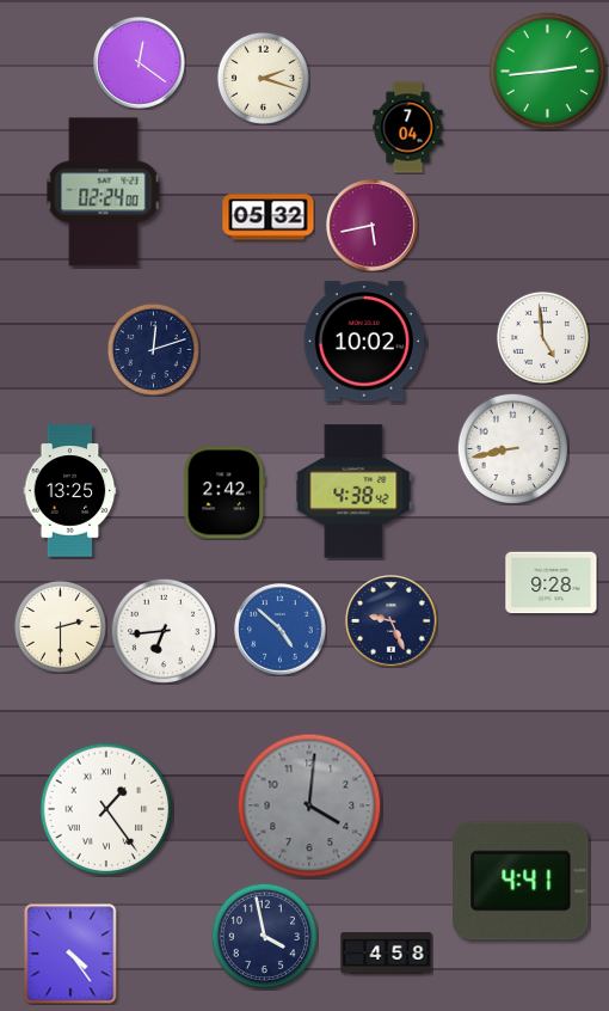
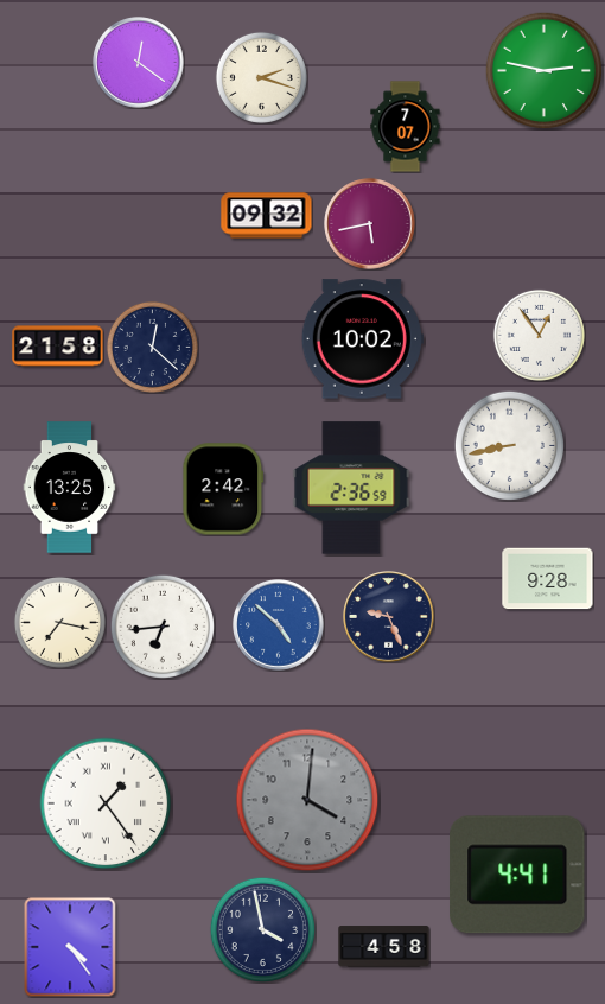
clock at (548, 72): 2:44 -> 2:47
clock at (408, 128): 7:04 -> 7:07
clock at (104, 192): 02:24 -> none
clock at (269, 217): 05:32 -> 09:32
clock at (542, 337): 4:59 -> 12:54
clock at (58, 347): none -> 21:58
clock at (153, 349): 12:12 -> 12:22
clock at (353, 491): 4:38 -> 2:36
clock at (60, 626): 2:30 -> 7:17
